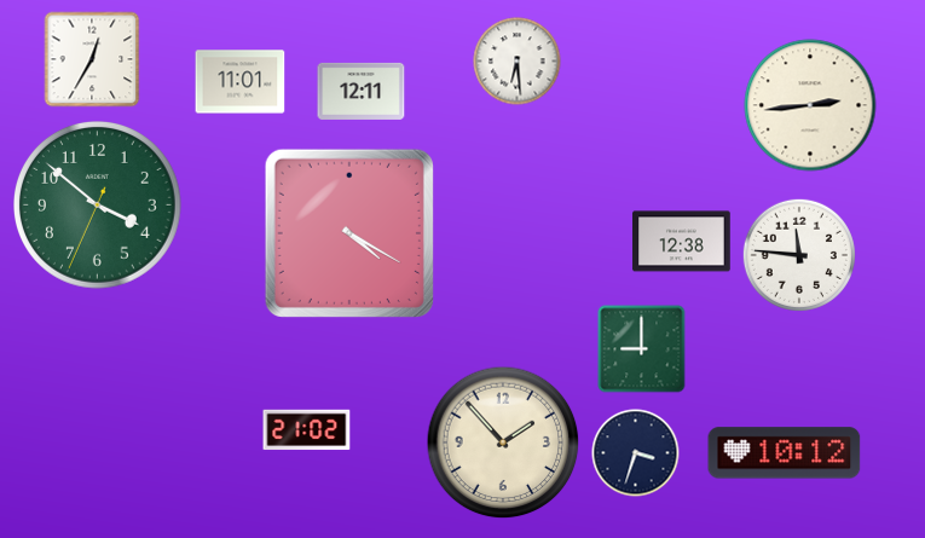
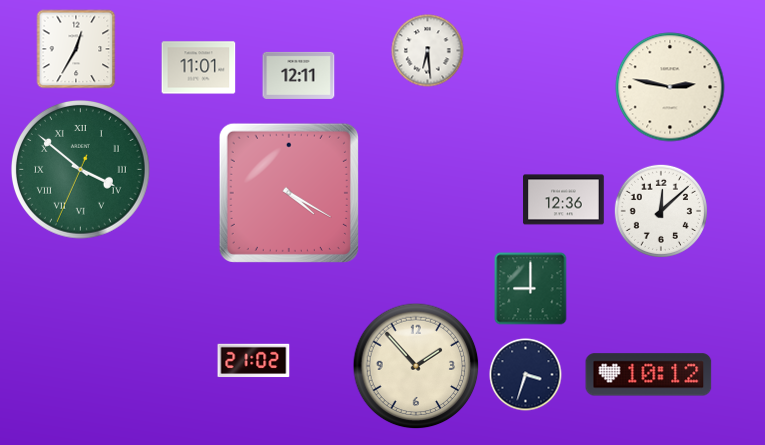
clock at (810, 105): 2:44 -> 2:47
clock at (98, 206) numerals: Arabic -> Roman
clock at (682, 242): 12:38 -> 12:36
clock at (799, 255): 11:46 -> 12:08
clock at (307, 430) position: (307, 430) -> (254, 361)
